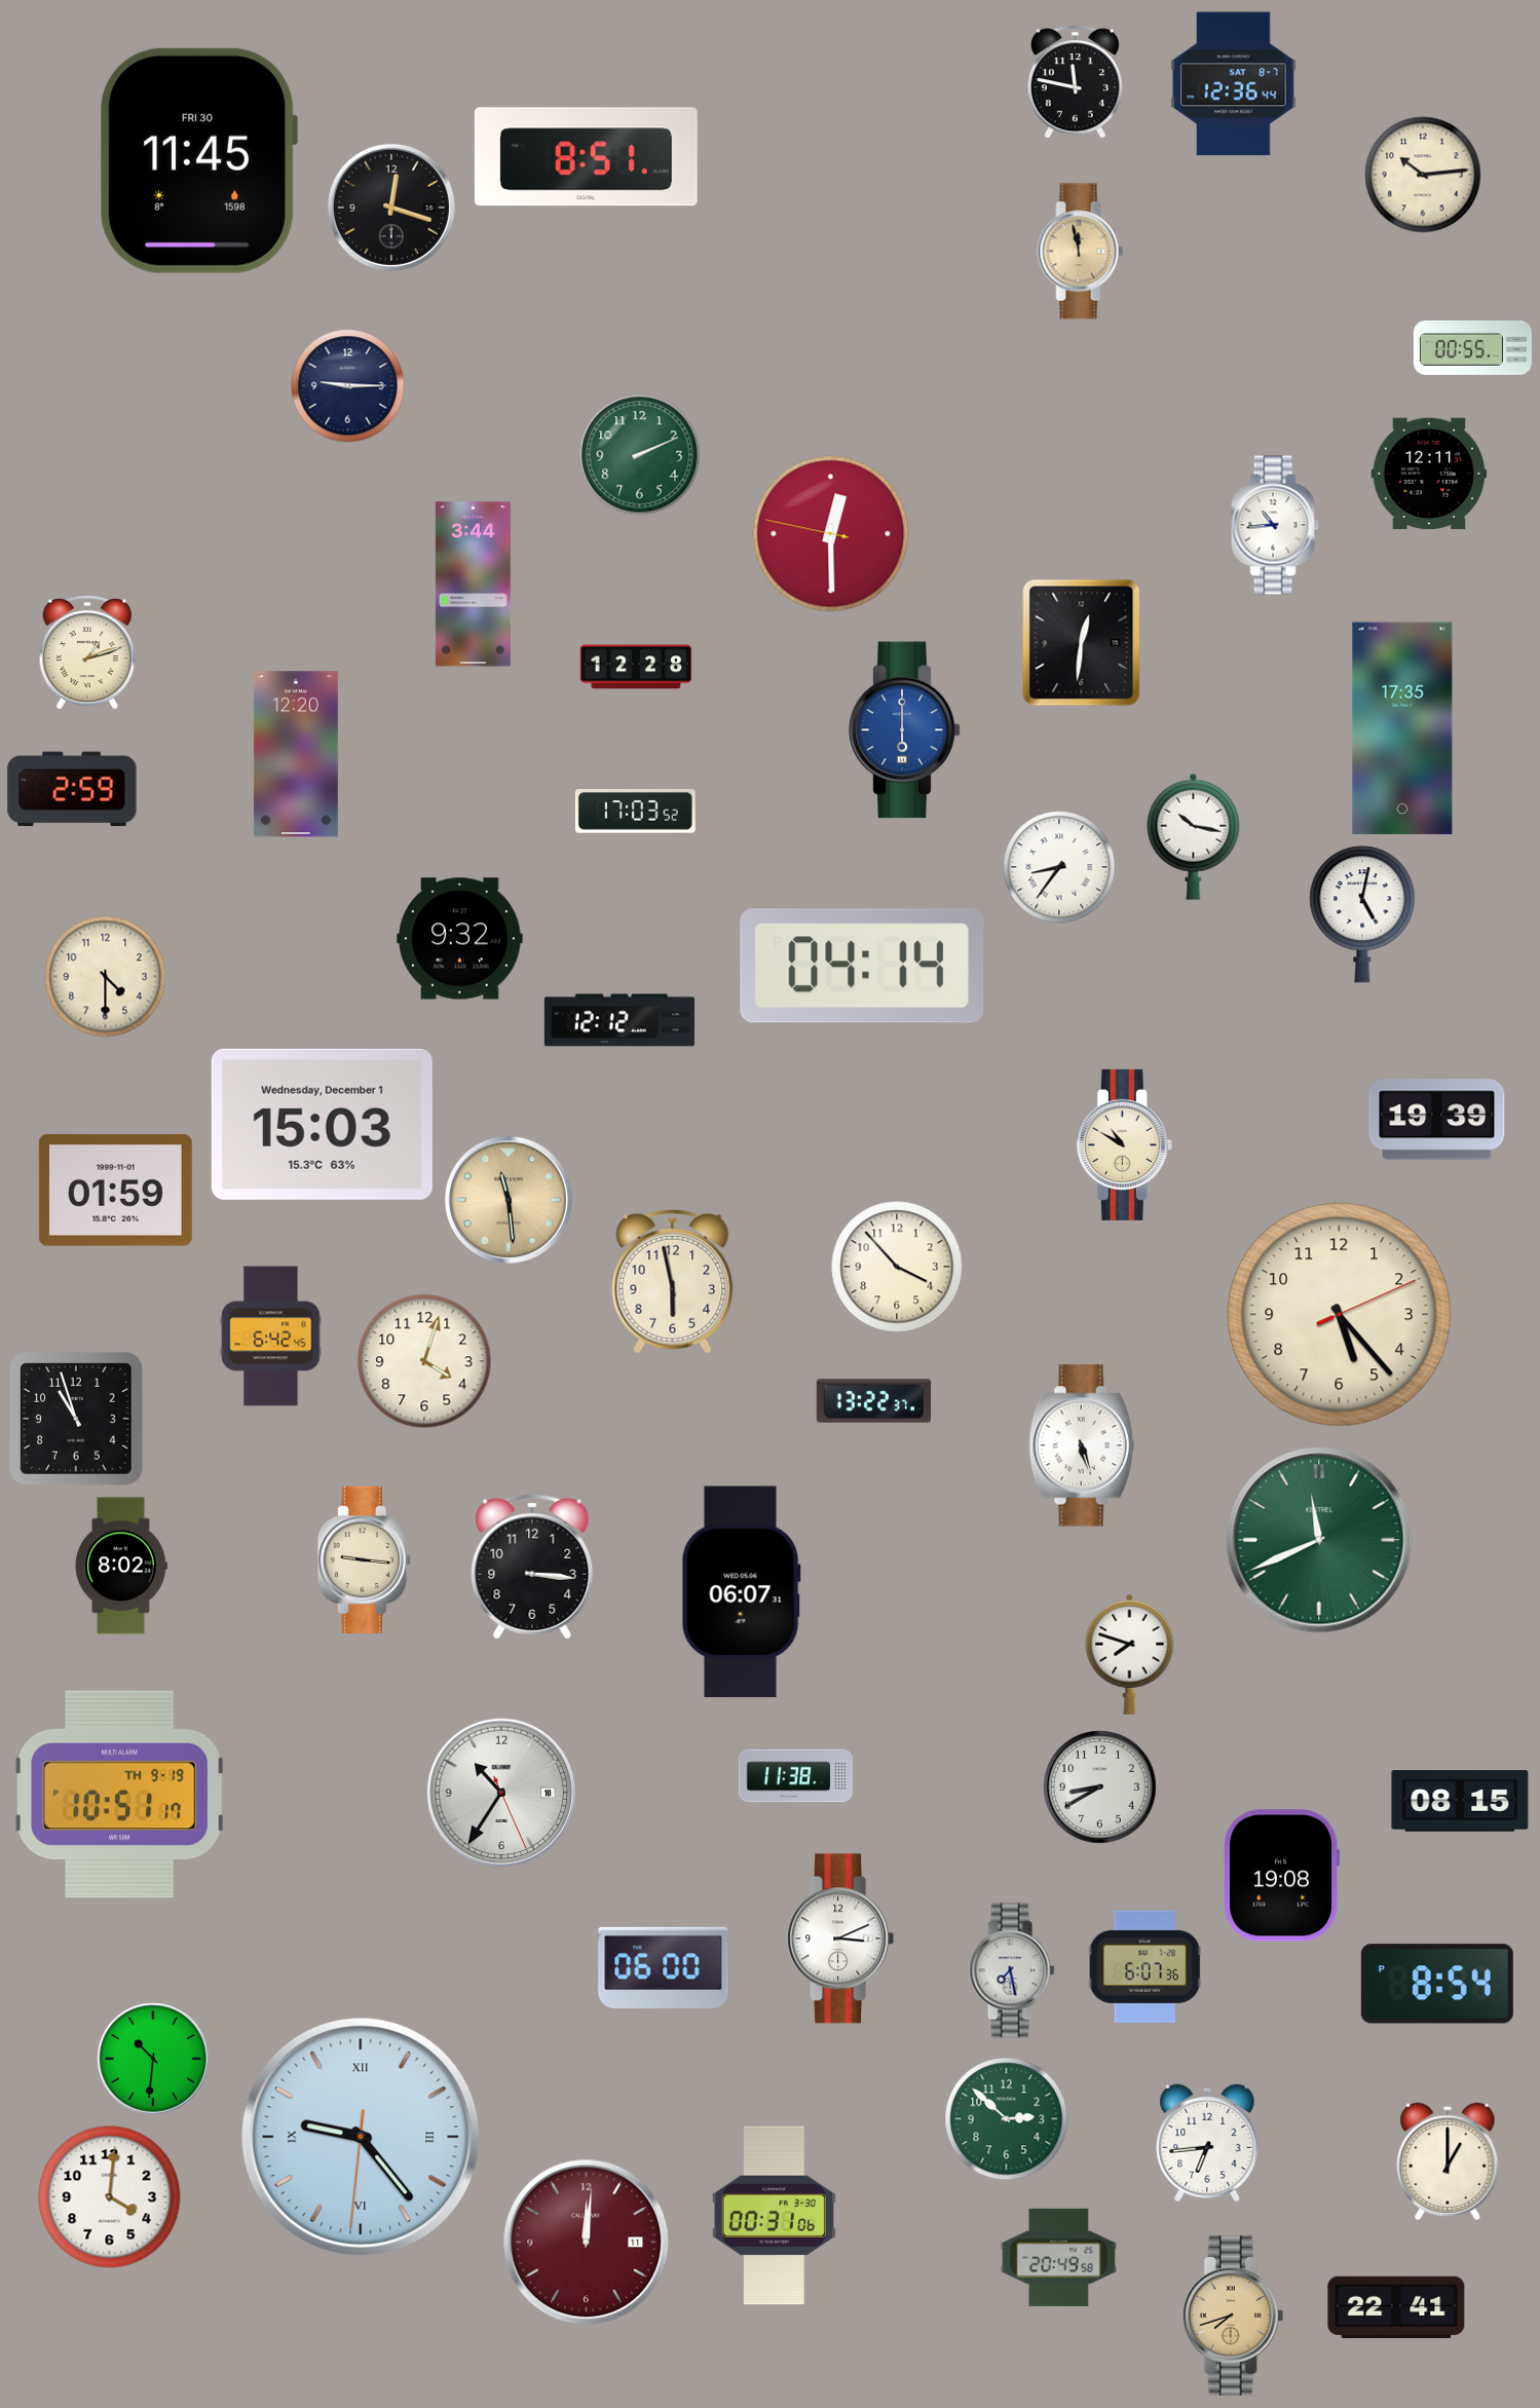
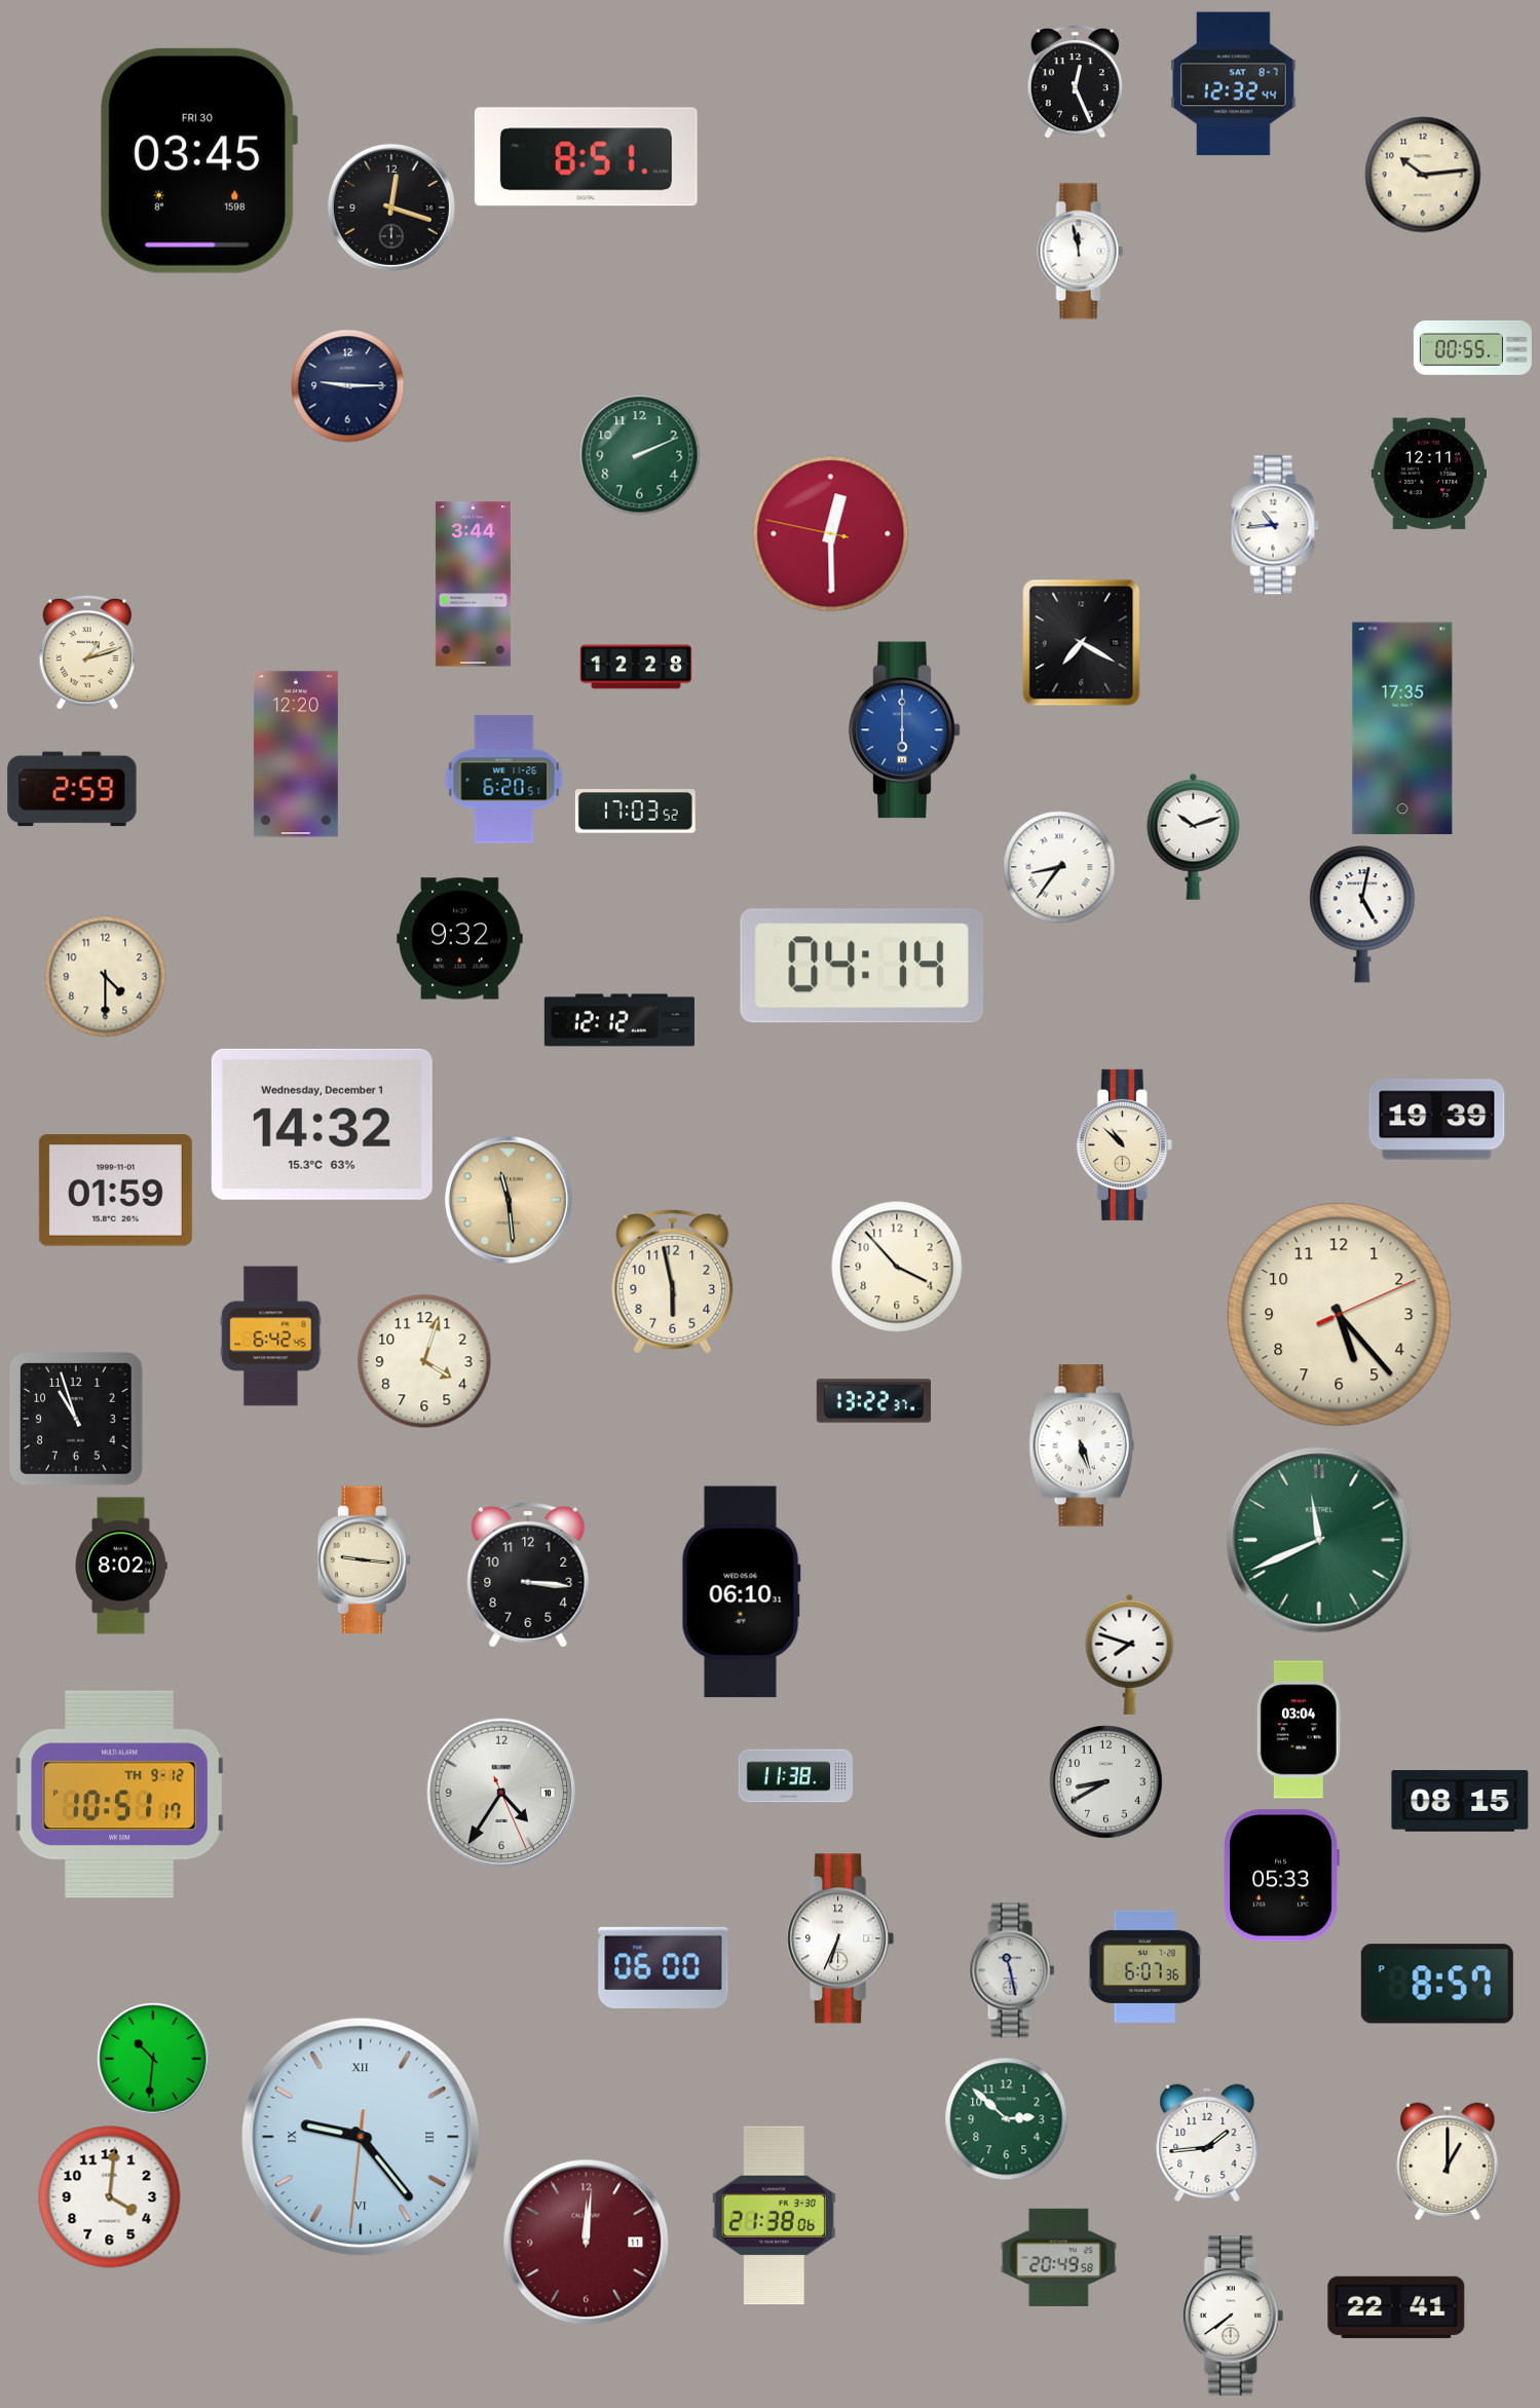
clock at (1075, 82): 11:47 -> 12:26
clock at (1234, 84): 12:36 -> 12:32
clock at (198, 160): 11:45 -> 03:45
clock at (1081, 252) dial: champagne -> white
clock at (1082, 643): 12:31 -> 7:20
clock at (504, 780): none -> 6:20
clock at (1194, 836): 10:17 -> 10:12
clock at (322, 1124): 15:03 -> 14:32
clock at (1124, 1144): 10:50 -> 10:52
clock at (532, 1567) position: (532, 1567) -> (528, 1575)
clock at (741, 1592): 06:07 -> 06:10
clock at (1299, 1730): none -> 03:04
clock at (1100, 1788) position: (1100, 1788) -> (1106, 1782)
clock at (501, 1793): 10:35 -> 4:35
clock at (119, 1795) date: TH 9-19 -> TH 9-12
clock at (1281, 1876): 19:08 -> 05:33
clock at (840, 1939): 3:11 -> 6:34
clock at (1012, 1970): 7:28 -> 11:28
clock at (1437, 1984): 8:54 -> 8:57
clock at (1207, 2142): 6:44 -> 1:44
clock at (774, 2216): 00:31 -> 21:38
clock at (1233, 2316): 7:42 -> 7:39
clock at (1233, 2316) dial: champagne -> white
